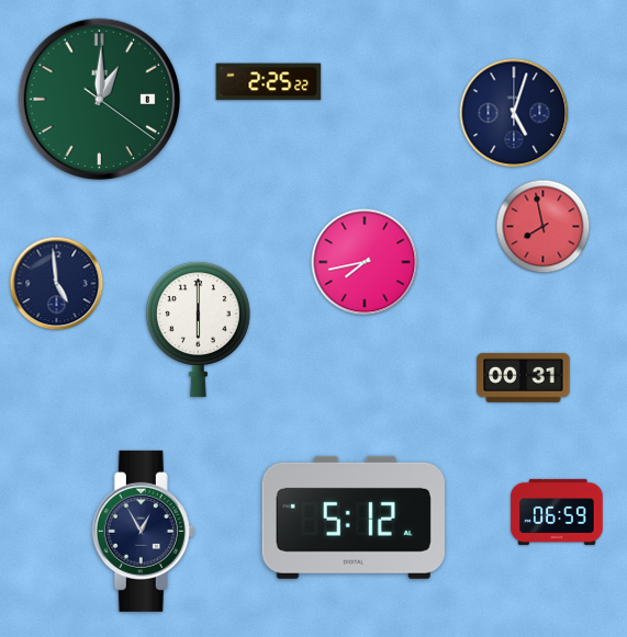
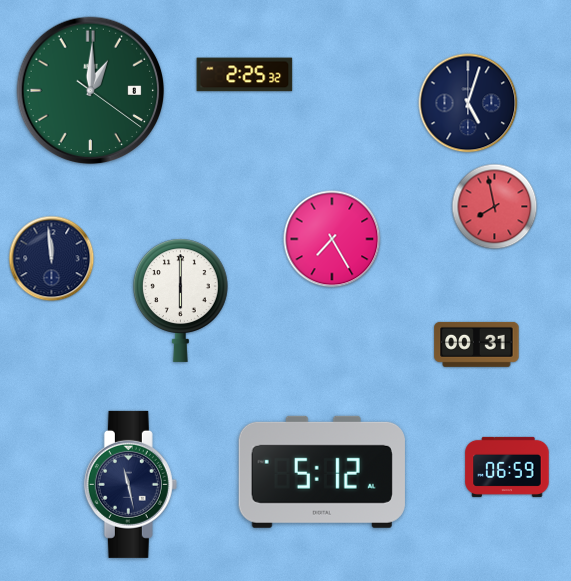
clock at (269, 82): 2:25:22 -> 2:25:32
clock at (365, 262): 7:43 -> 7:25
clock at (57, 284): 4:59 -> 11:59
clock at (143, 531): 12:55 -> 11:28
